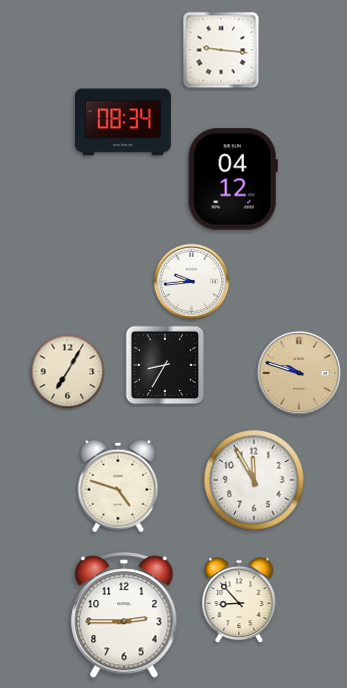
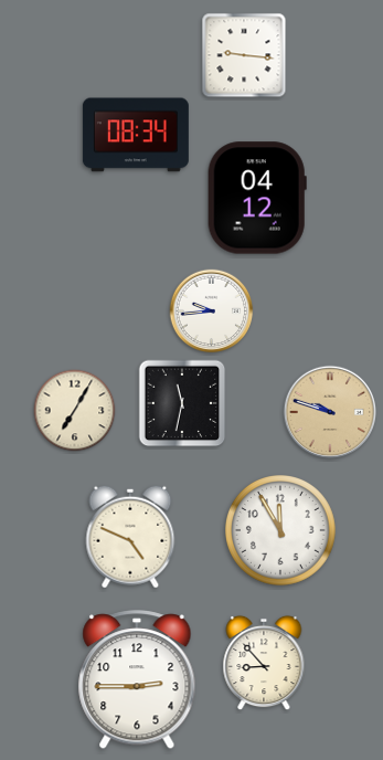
clock at (165, 365): 8:35 -> 11:32
clock at (118, 486): 4:48 -> 4:49
